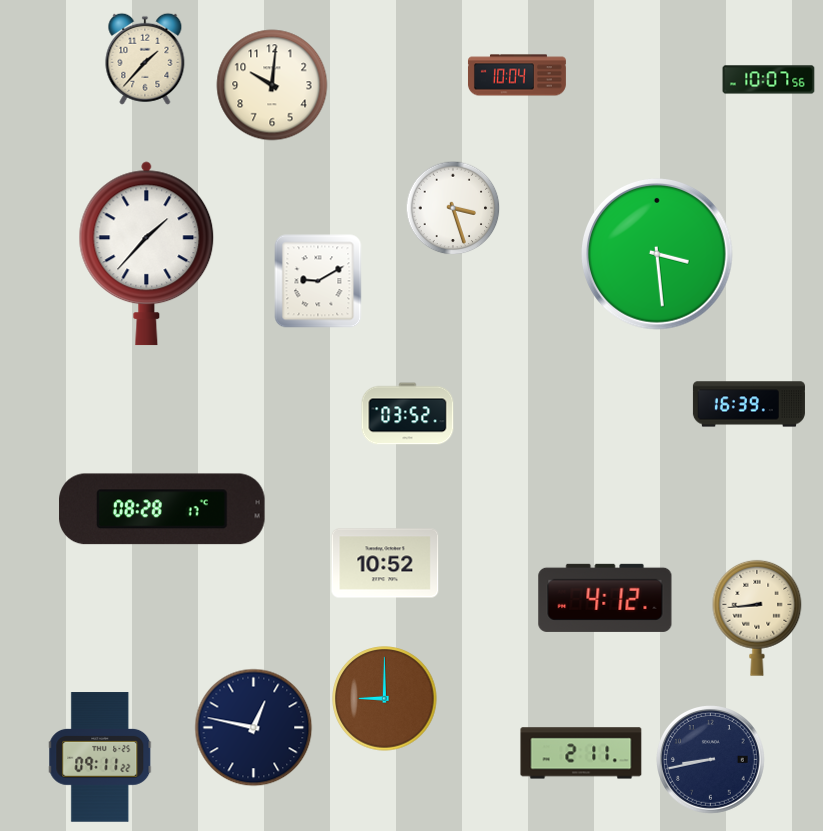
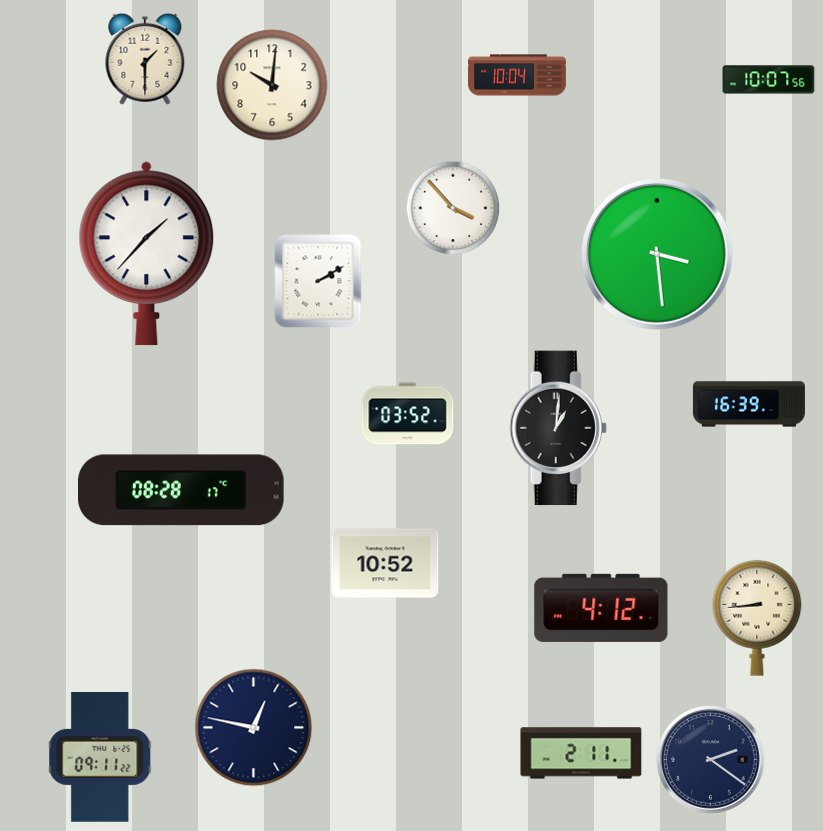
clock at (145, 59): 1:37 -> 1:30
clock at (453, 208): 3:27 -> 3:53
clock at (318, 281): 9:10 -> 2:10
clock at (558, 428): none -> 1:01
clock at (162, 509) position: (162, 509) -> (181, 490)
clock at (605, 598) position: (605, 598) -> (601, 608)
clock at (385, 699): 9:00 -> none
clock at (711, 760): 8:43 -> 2:21
